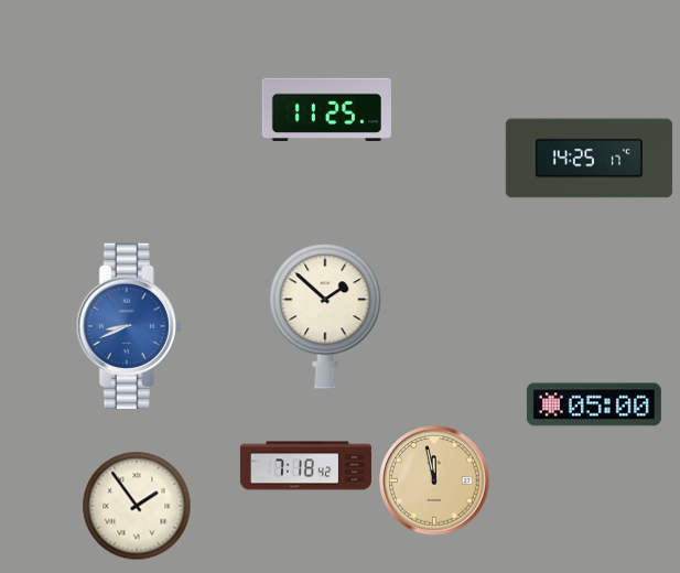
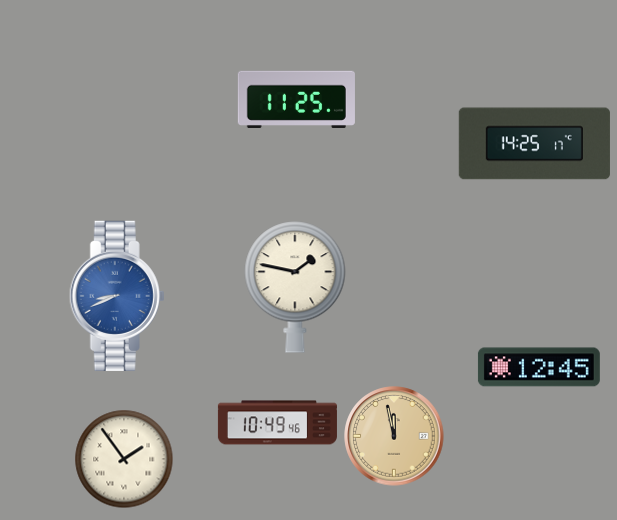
clock at (325, 316): 1:52 -> 1:47
clock at (594, 404): 05:00 -> 12:45
clock at (305, 466): 7:18 -> 10:49
